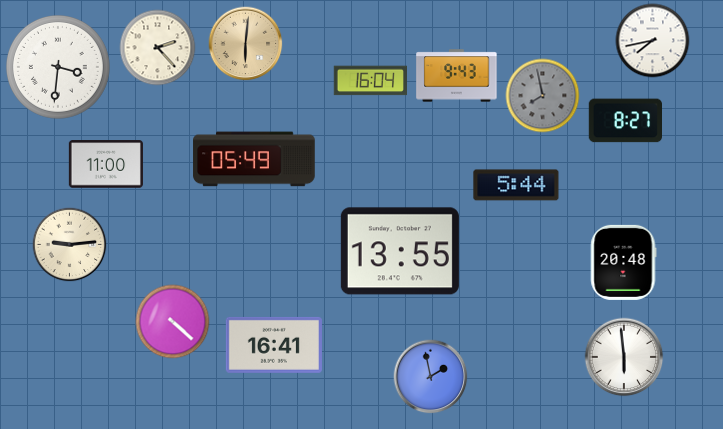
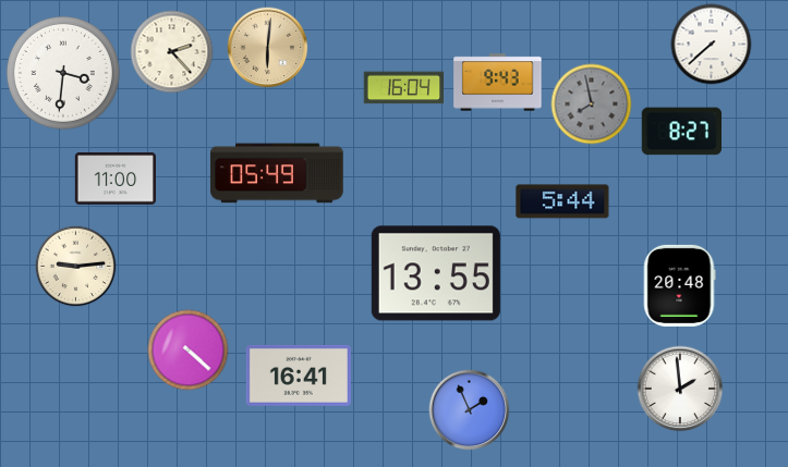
clock at (653, 41): 7:43 -> 7:38
clock at (624, 357): 5:59 -> 1:59
clock at (431, 377): 1:58 -> 1:56
